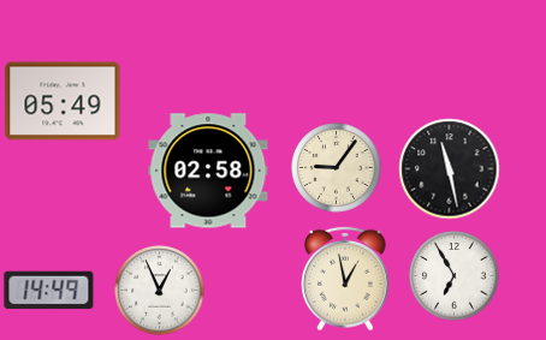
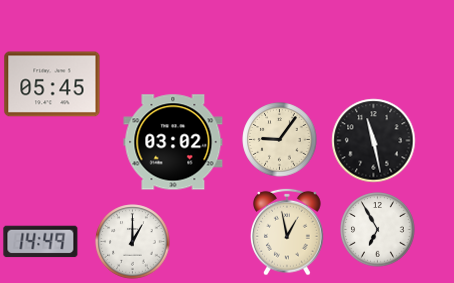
clock at (63, 101): 05:49 -> 05:45
clock at (208, 171): 02:58 -> 03:02
clock at (160, 291): 12:56 -> 1:00
